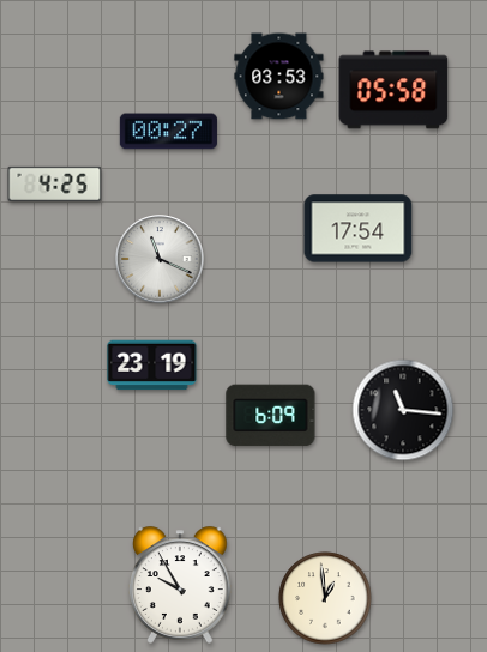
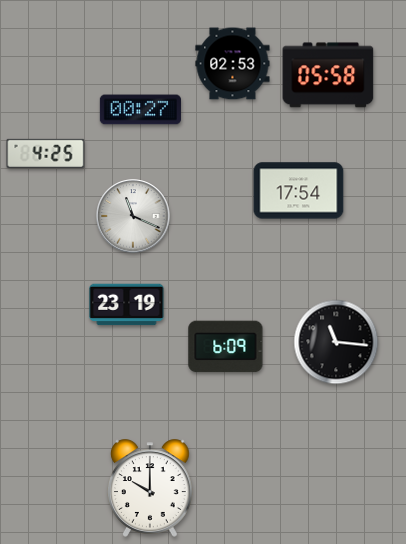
clock at (279, 77): 03:53 -> 02:53
clock at (180, 585): 9:55 -> 10:00
clock at (325, 598): 12:59 -> none
